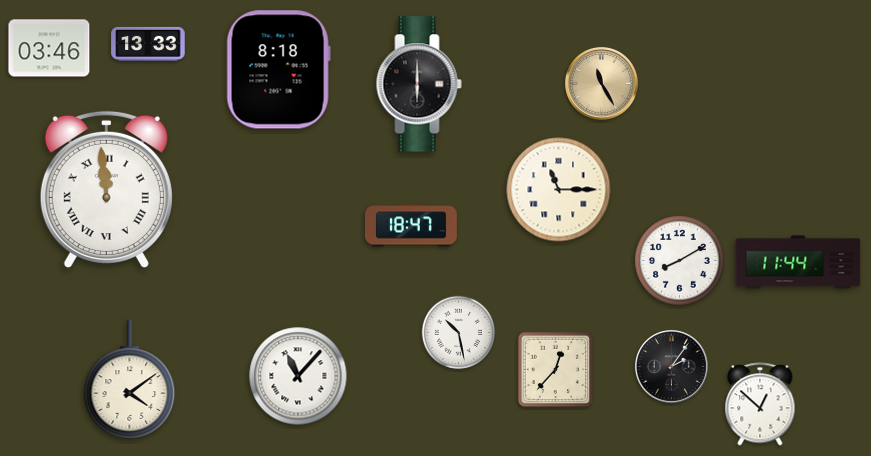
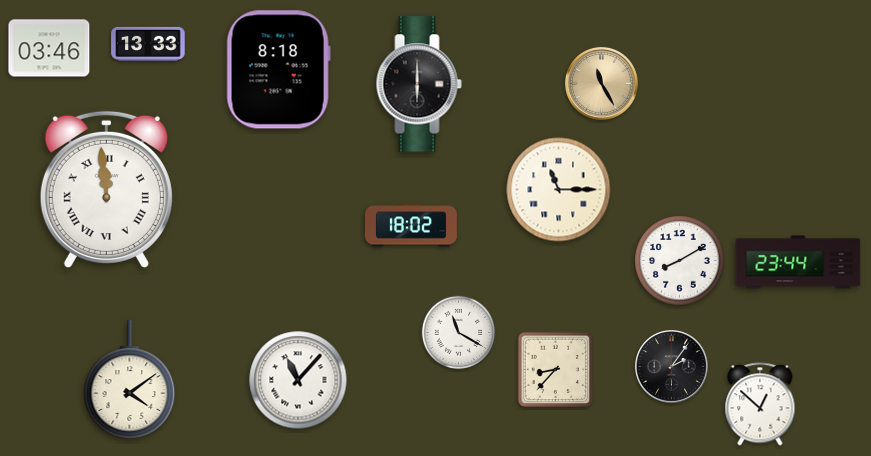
clock at (412, 225): 18:47 -> 18:02
clock at (798, 262): 11:44 -> 23:44
clock at (459, 333): 10:28 -> 11:20
clock at (556, 370): 12:37 -> 8:37
clock at (298, 376) position: (298, 376) -> (298, 380)
